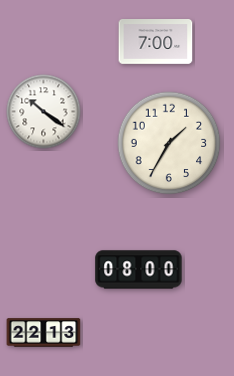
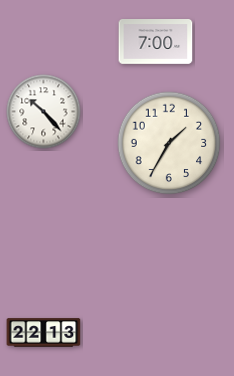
clock at (44, 112): 10:21 -> 10:23
clock at (139, 270): 08:00 -> none
